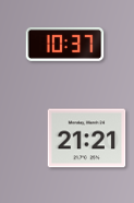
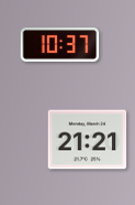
clock at (65, 44) position: (65, 44) -> (60, 44)
